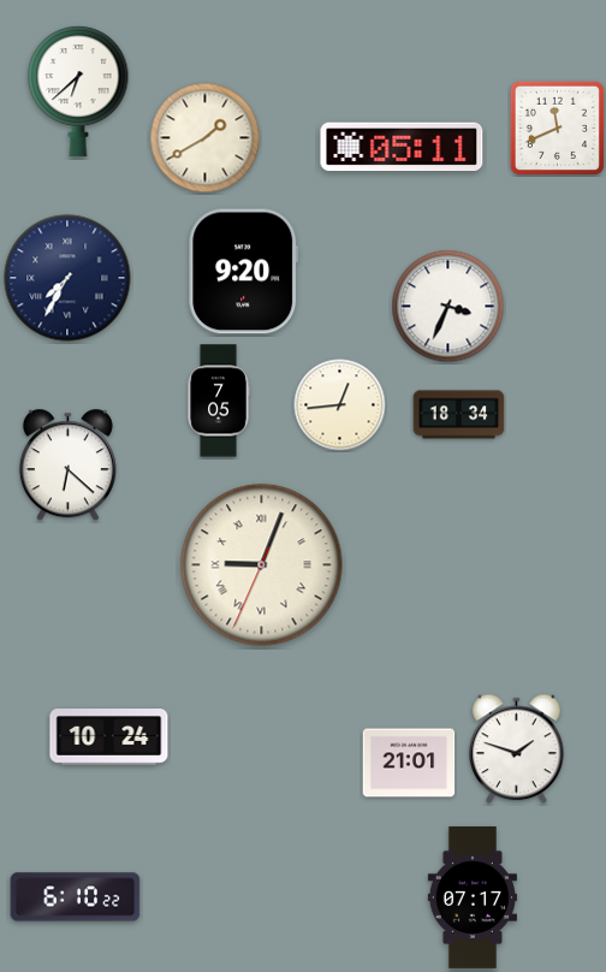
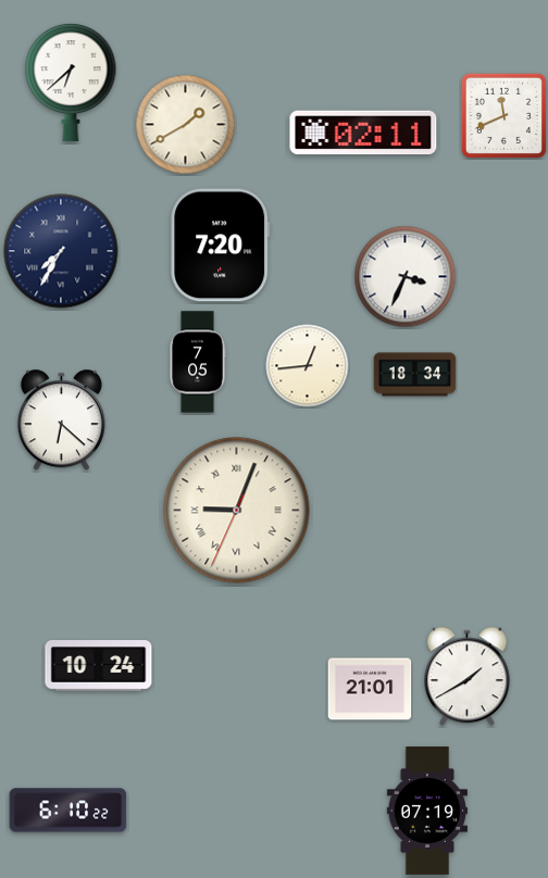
clock at (402, 147): 05:11 -> 02:11
clock at (244, 272): 9:20 -> 7:20
clock at (517, 749): 1:48 -> 1:40
clock at (473, 897): 07:17 -> 07:19
